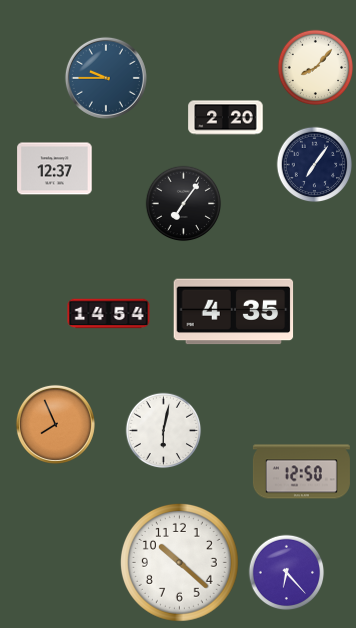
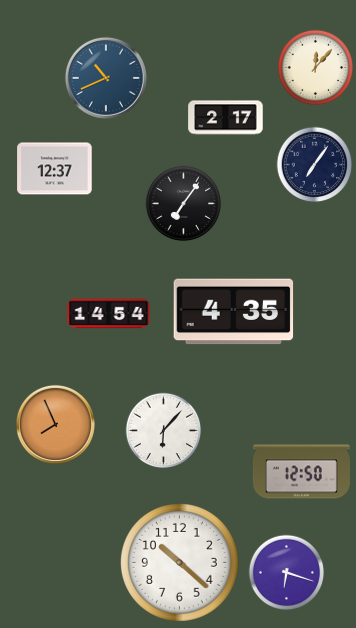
clock at (316, 68): 8:07 -> 12:07
clock at (106, 78): 9:45 -> 10:41
clock at (226, 118): 2:20 -> 2:17
clock at (164, 431): 6:02 -> 6:07
clock at (287, 573): 6:23 -> 6:18
